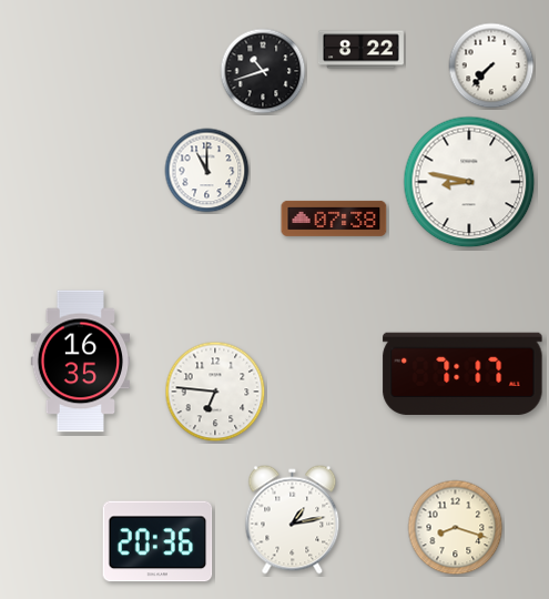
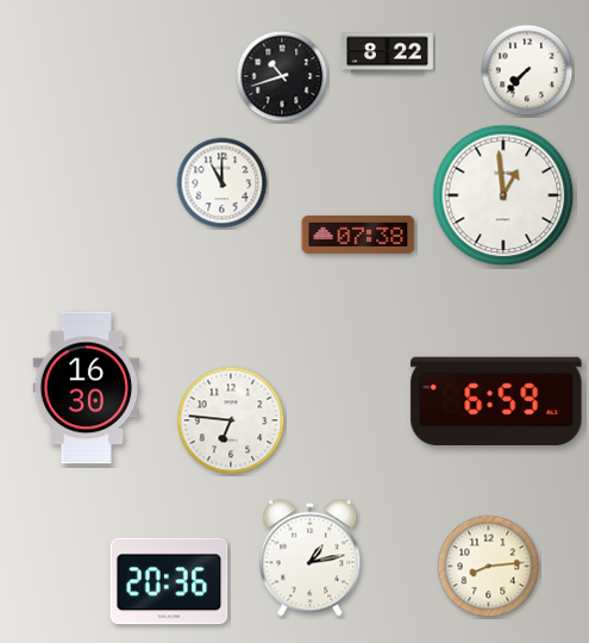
clock at (469, 182): 8:47 -> 12:59
clock at (81, 362): 16:35 -> 16:30
clock at (462, 374): 7:17 -> 6:59
clock at (293, 520) position: (293, 520) -> (311, 558)
clock at (456, 528): 8:18 -> 8:14
